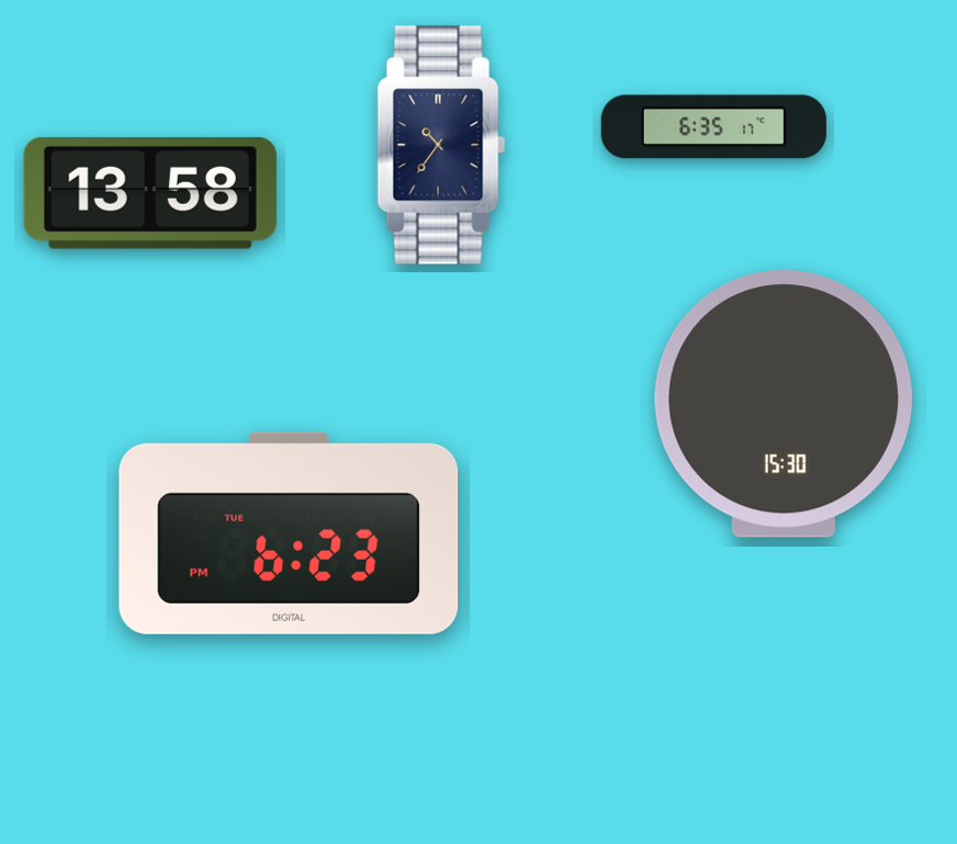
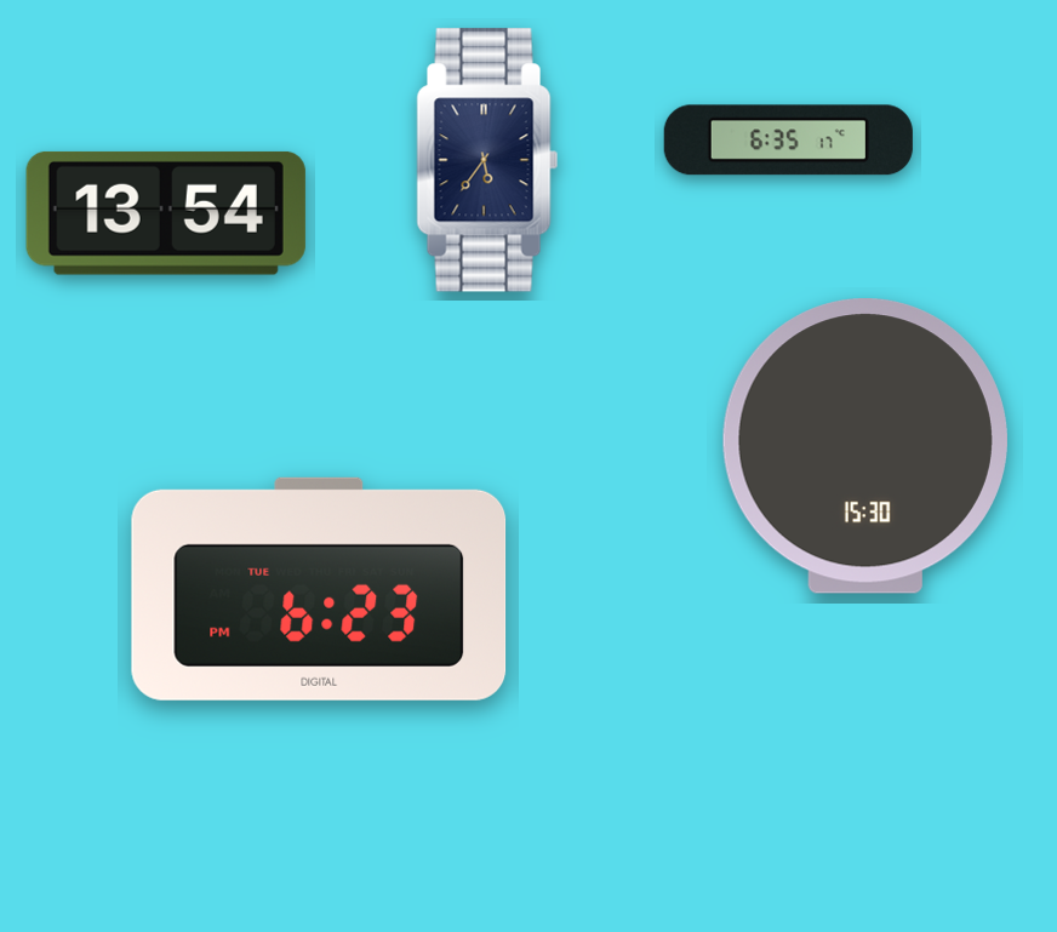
clock at (441, 145): 10:36 -> 5:36
clock at (150, 193): 13:58 -> 13:54
